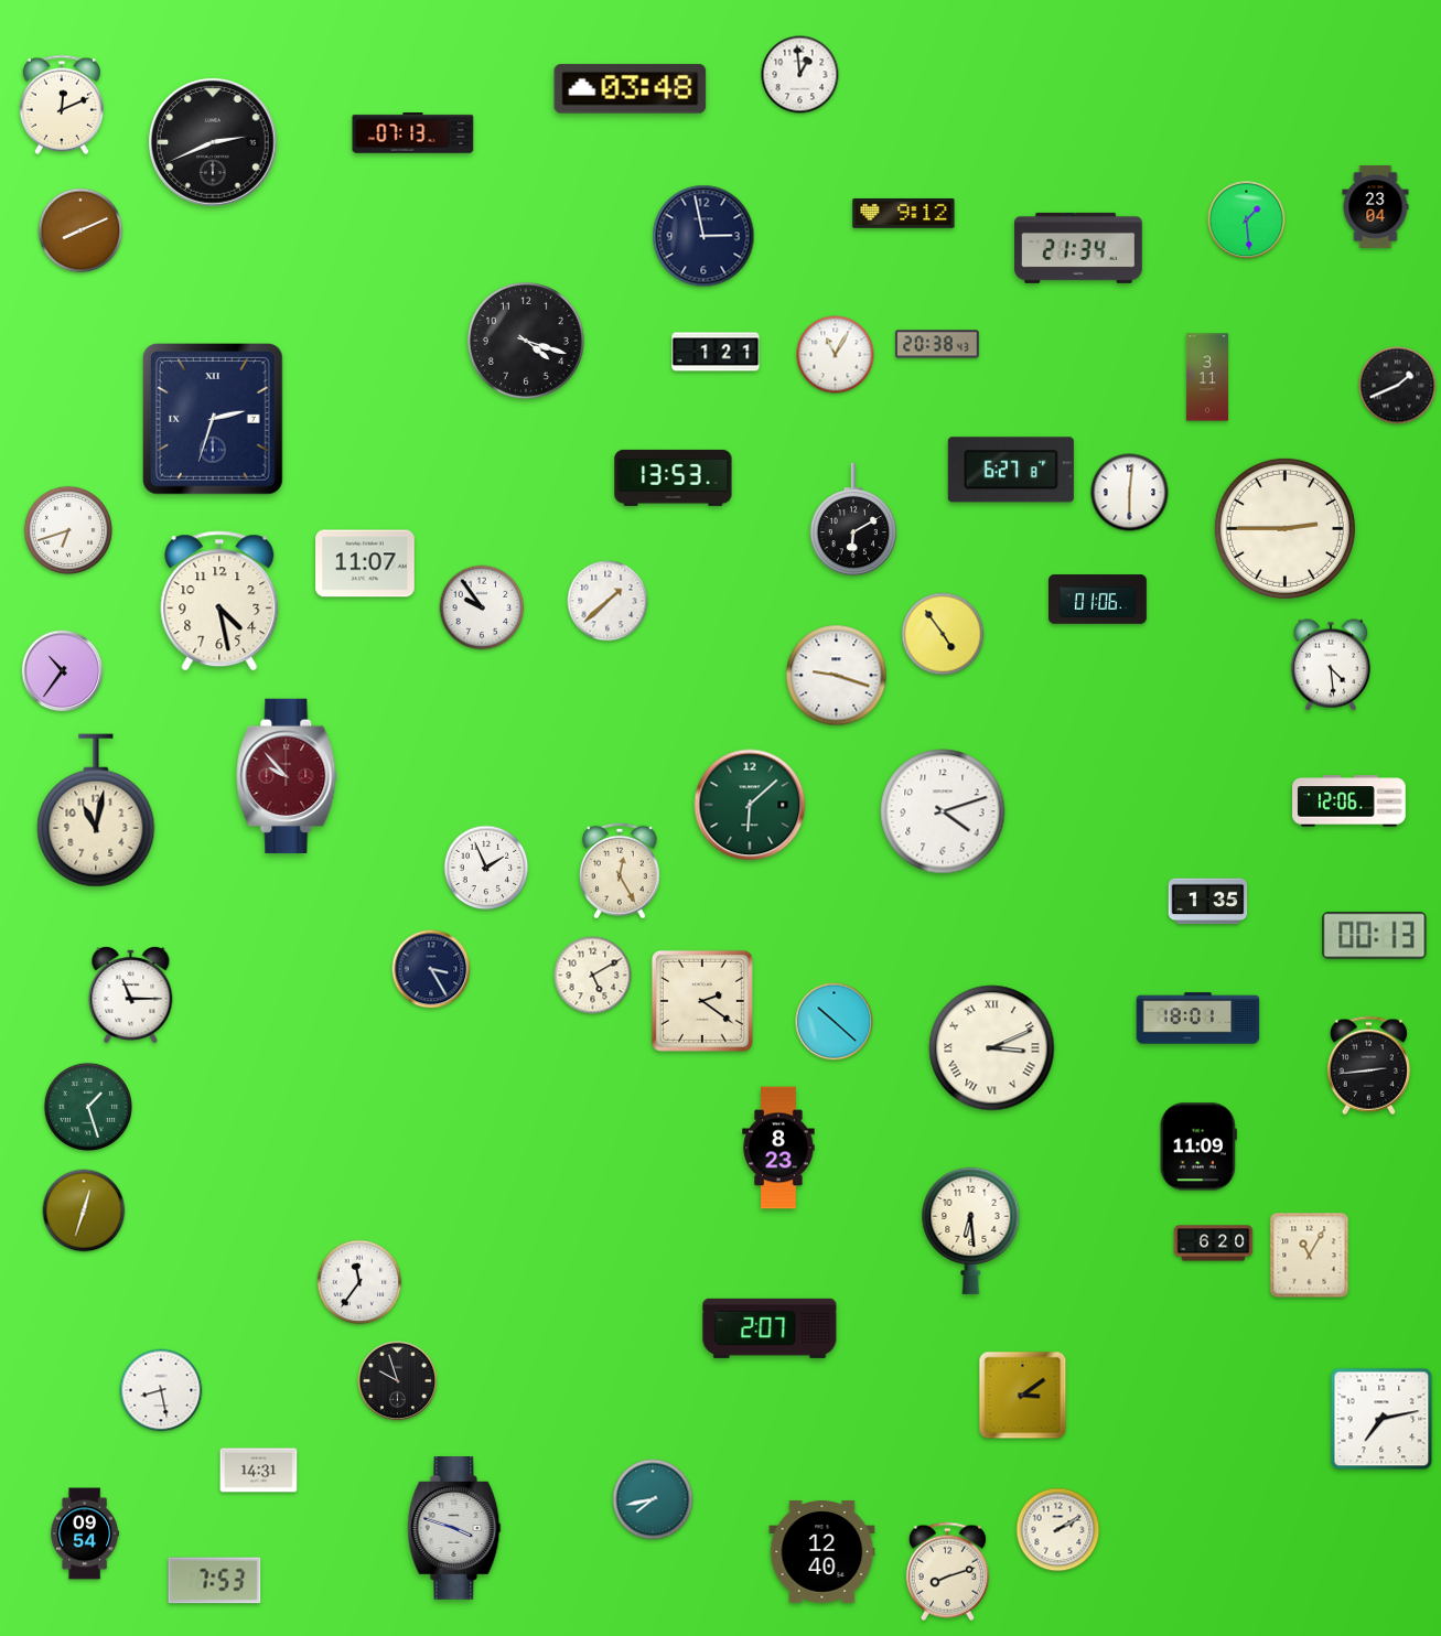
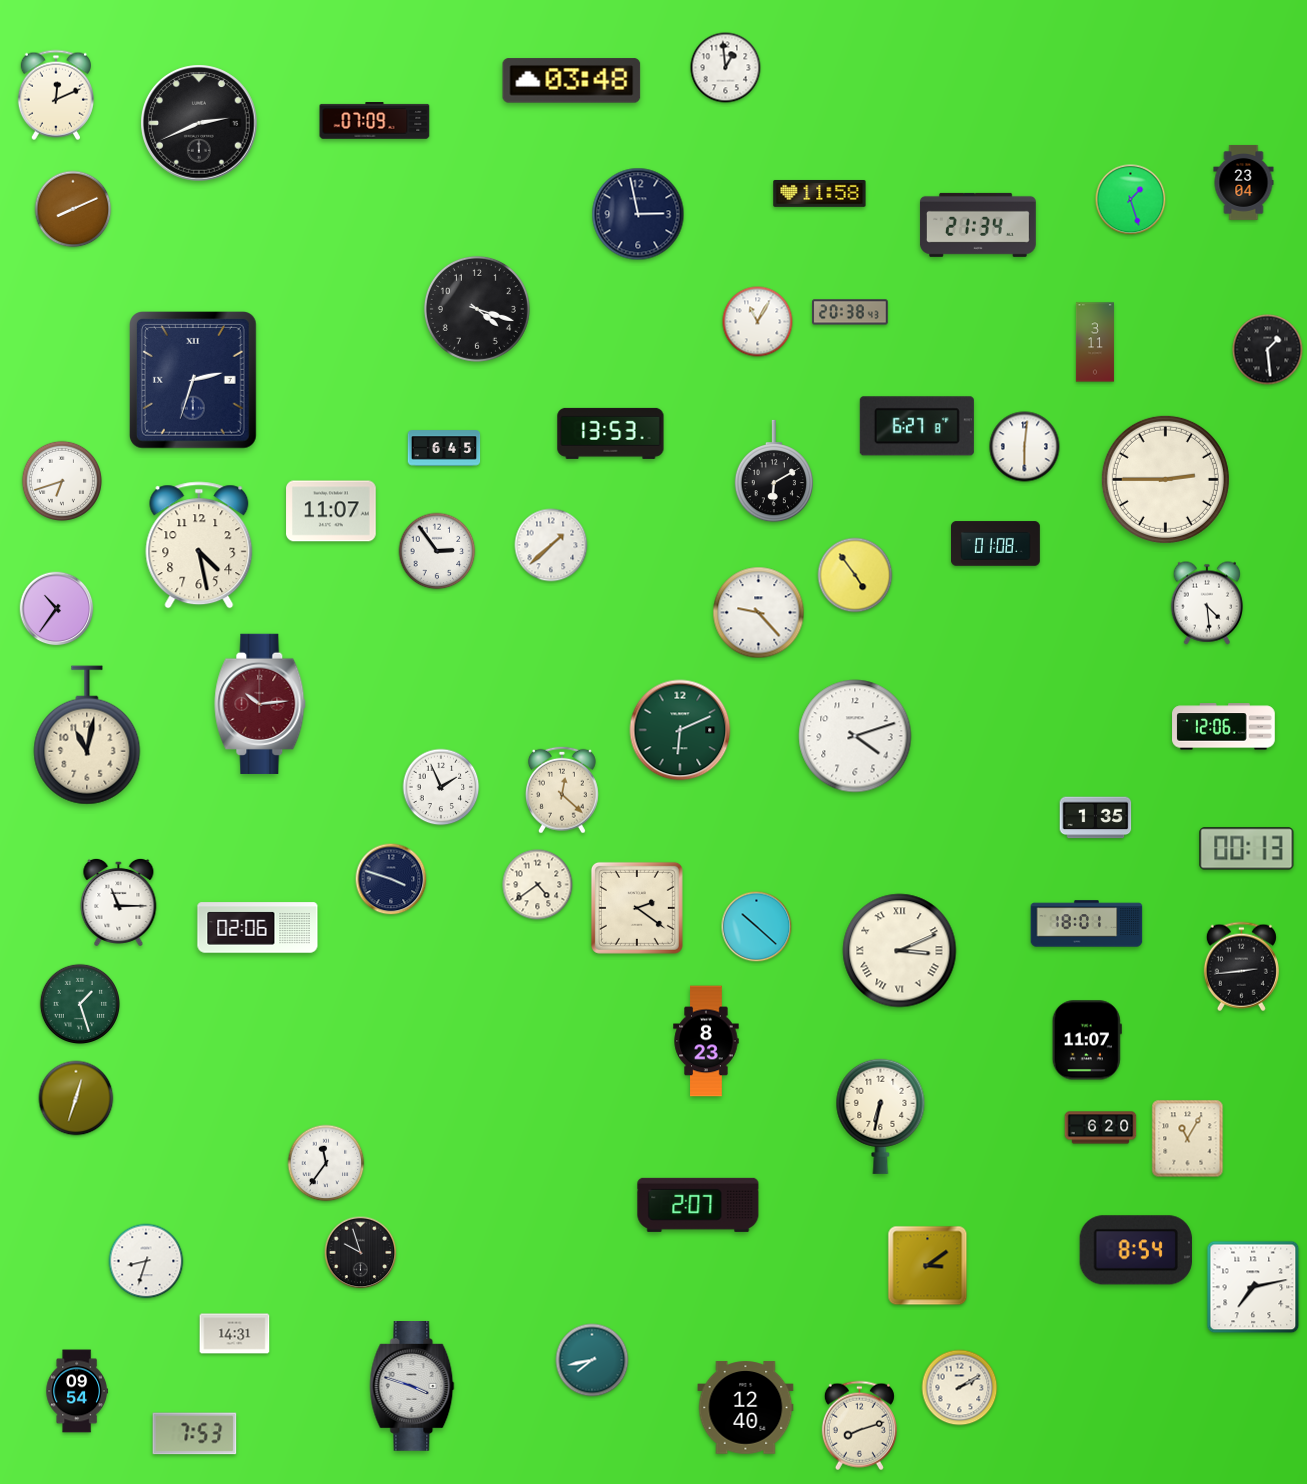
clock at (413, 133): 07:13 -> 07:09
clock at (213, 142) position: (213, 142) -> (199, 123)
clock at (1376, 206) position: (1376, 206) -> (1244, 182)
clock at (904, 214): 9:12 -> 11:58
clock at (1247, 220): 1:29 -> 1:27
clock at (716, 352): 1:21 -> none
clock at (1398, 386): 1:41 -> 1:29
clock at (444, 448): none -> 6:45
clock at (1098, 600): 01:06 -> 01:08
clock at (482, 607): 9:54 -> 2:54
clock at (837, 676): 9:18 -> 9:23
clock at (287, 776): 9:53 -> 10:14
clock at (750, 805): 6:08 -> 6:11
clock at (620, 871): 12:25 -> 12:22
clock at (431, 969): 3:25 -> 3:48
clock at (593, 976): 5:10 -> 4:39
clock at (258, 928): none -> 02:06
clock at (1198, 1147): 11:09 -> 11:07
clock at (971, 1230): 6:29 -> 6:32
clock at (1135, 1250): none -> 8:54
clock at (161, 1390): 8:28 -> 8:33
